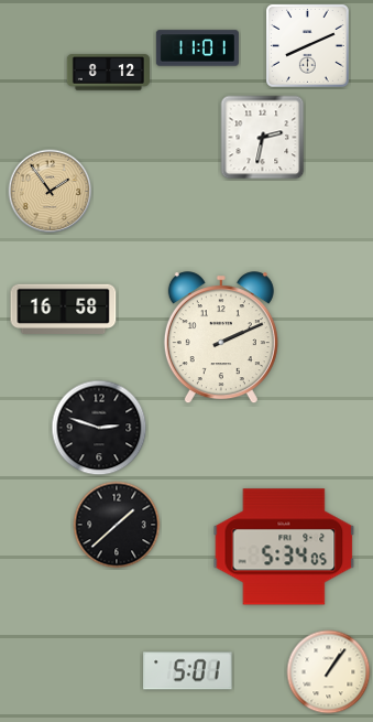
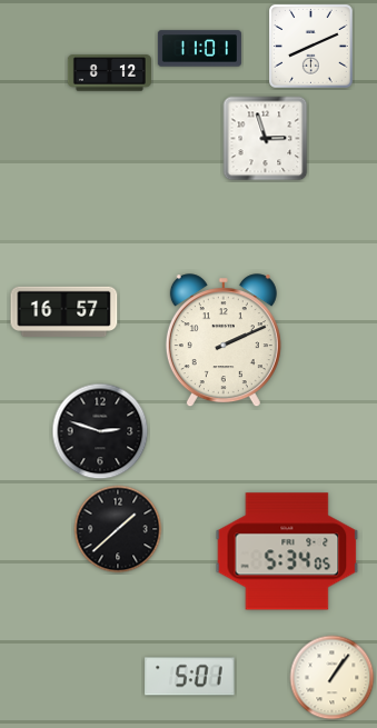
clock at (263, 138): 2:32 -> 2:57
clock at (51, 192): 1:54 -> none
clock at (64, 309): 16:58 -> 16:57
